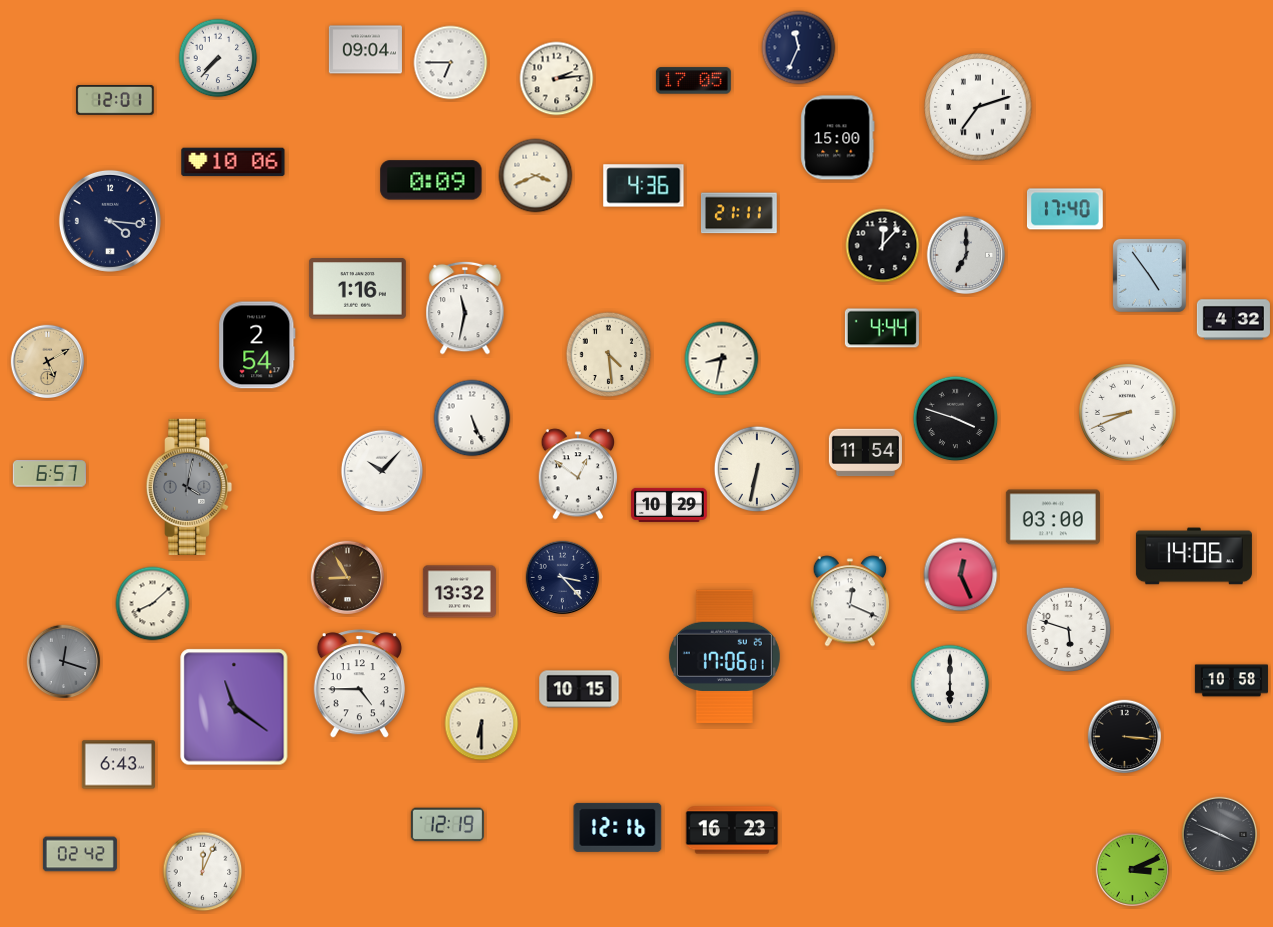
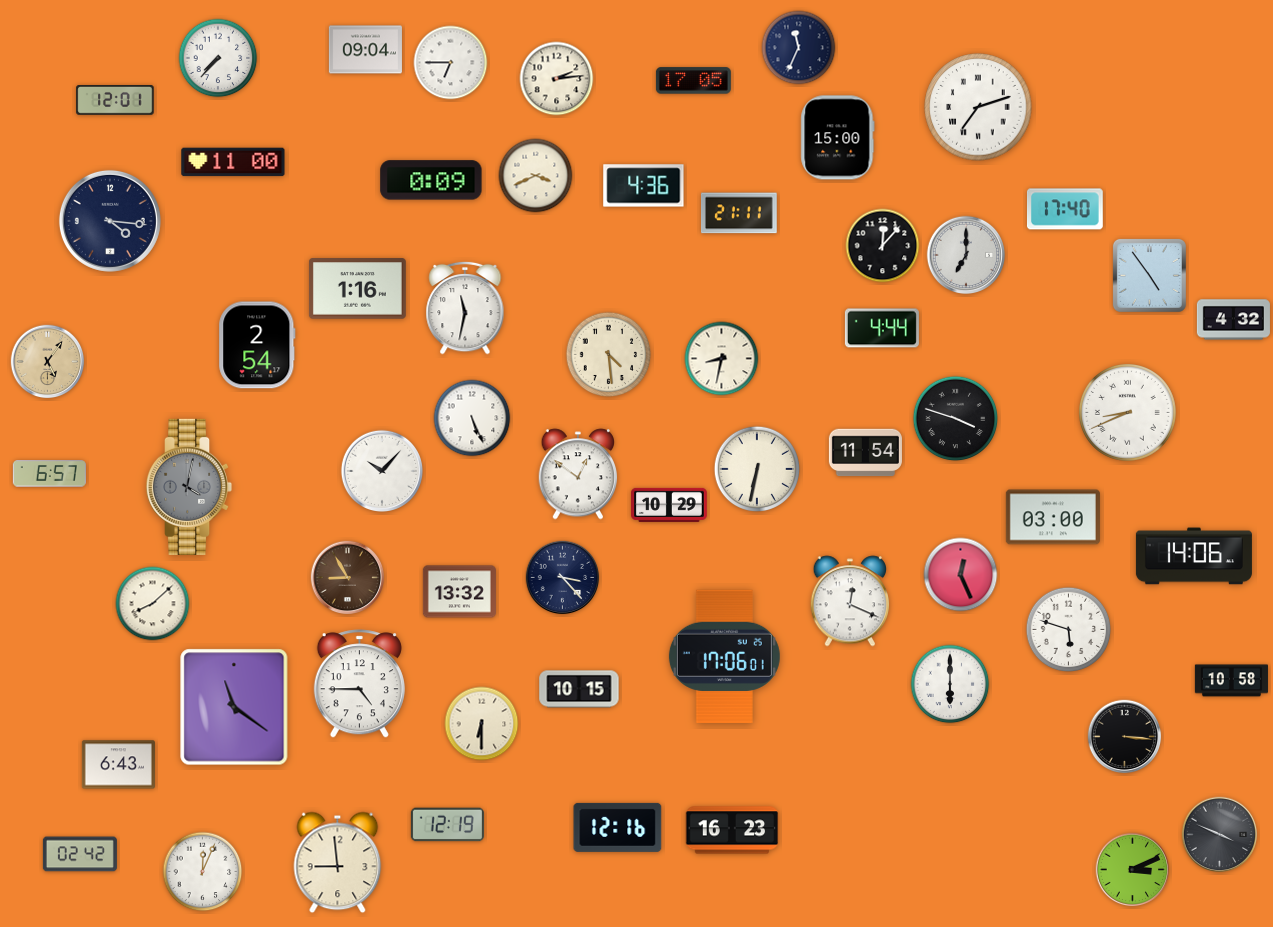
clock at (233, 162): 10:06 -> 11:00
clock at (48, 362): 5:10 -> 5:06
clock at (64, 662): 12:18 -> none
clock at (338, 863): none -> 8:59
